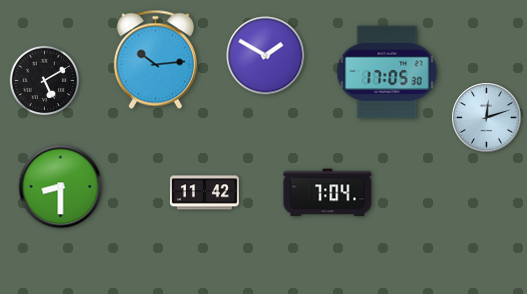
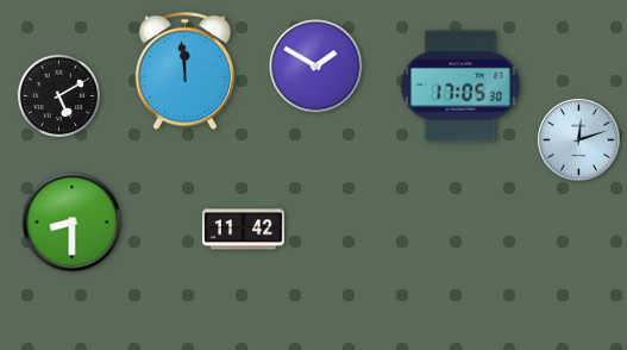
clock at (155, 60): 10:14 -> 11:59
clock at (45, 81) position: (45, 81) -> (59, 96)
clock at (328, 193): 7:04 -> none
